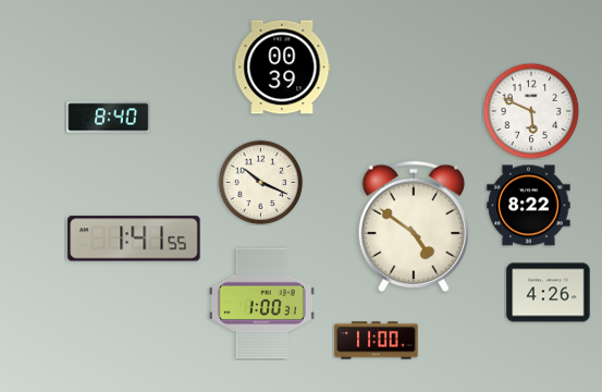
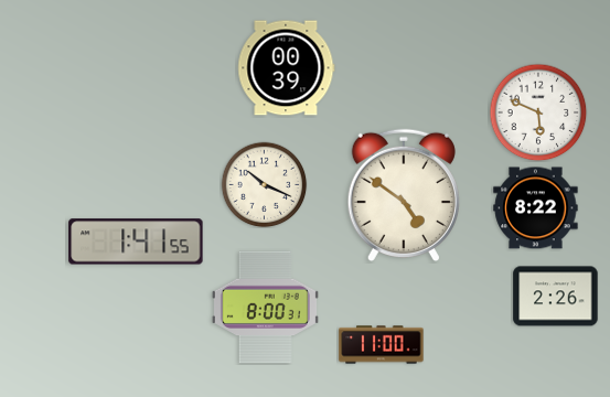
clock at (109, 118): 8:40 -> none
clock at (414, 225) position: (414, 225) -> (404, 194)
clock at (549, 293): 4:26 -> 2:26
clock at (261, 304): 1:00 -> 8:00
